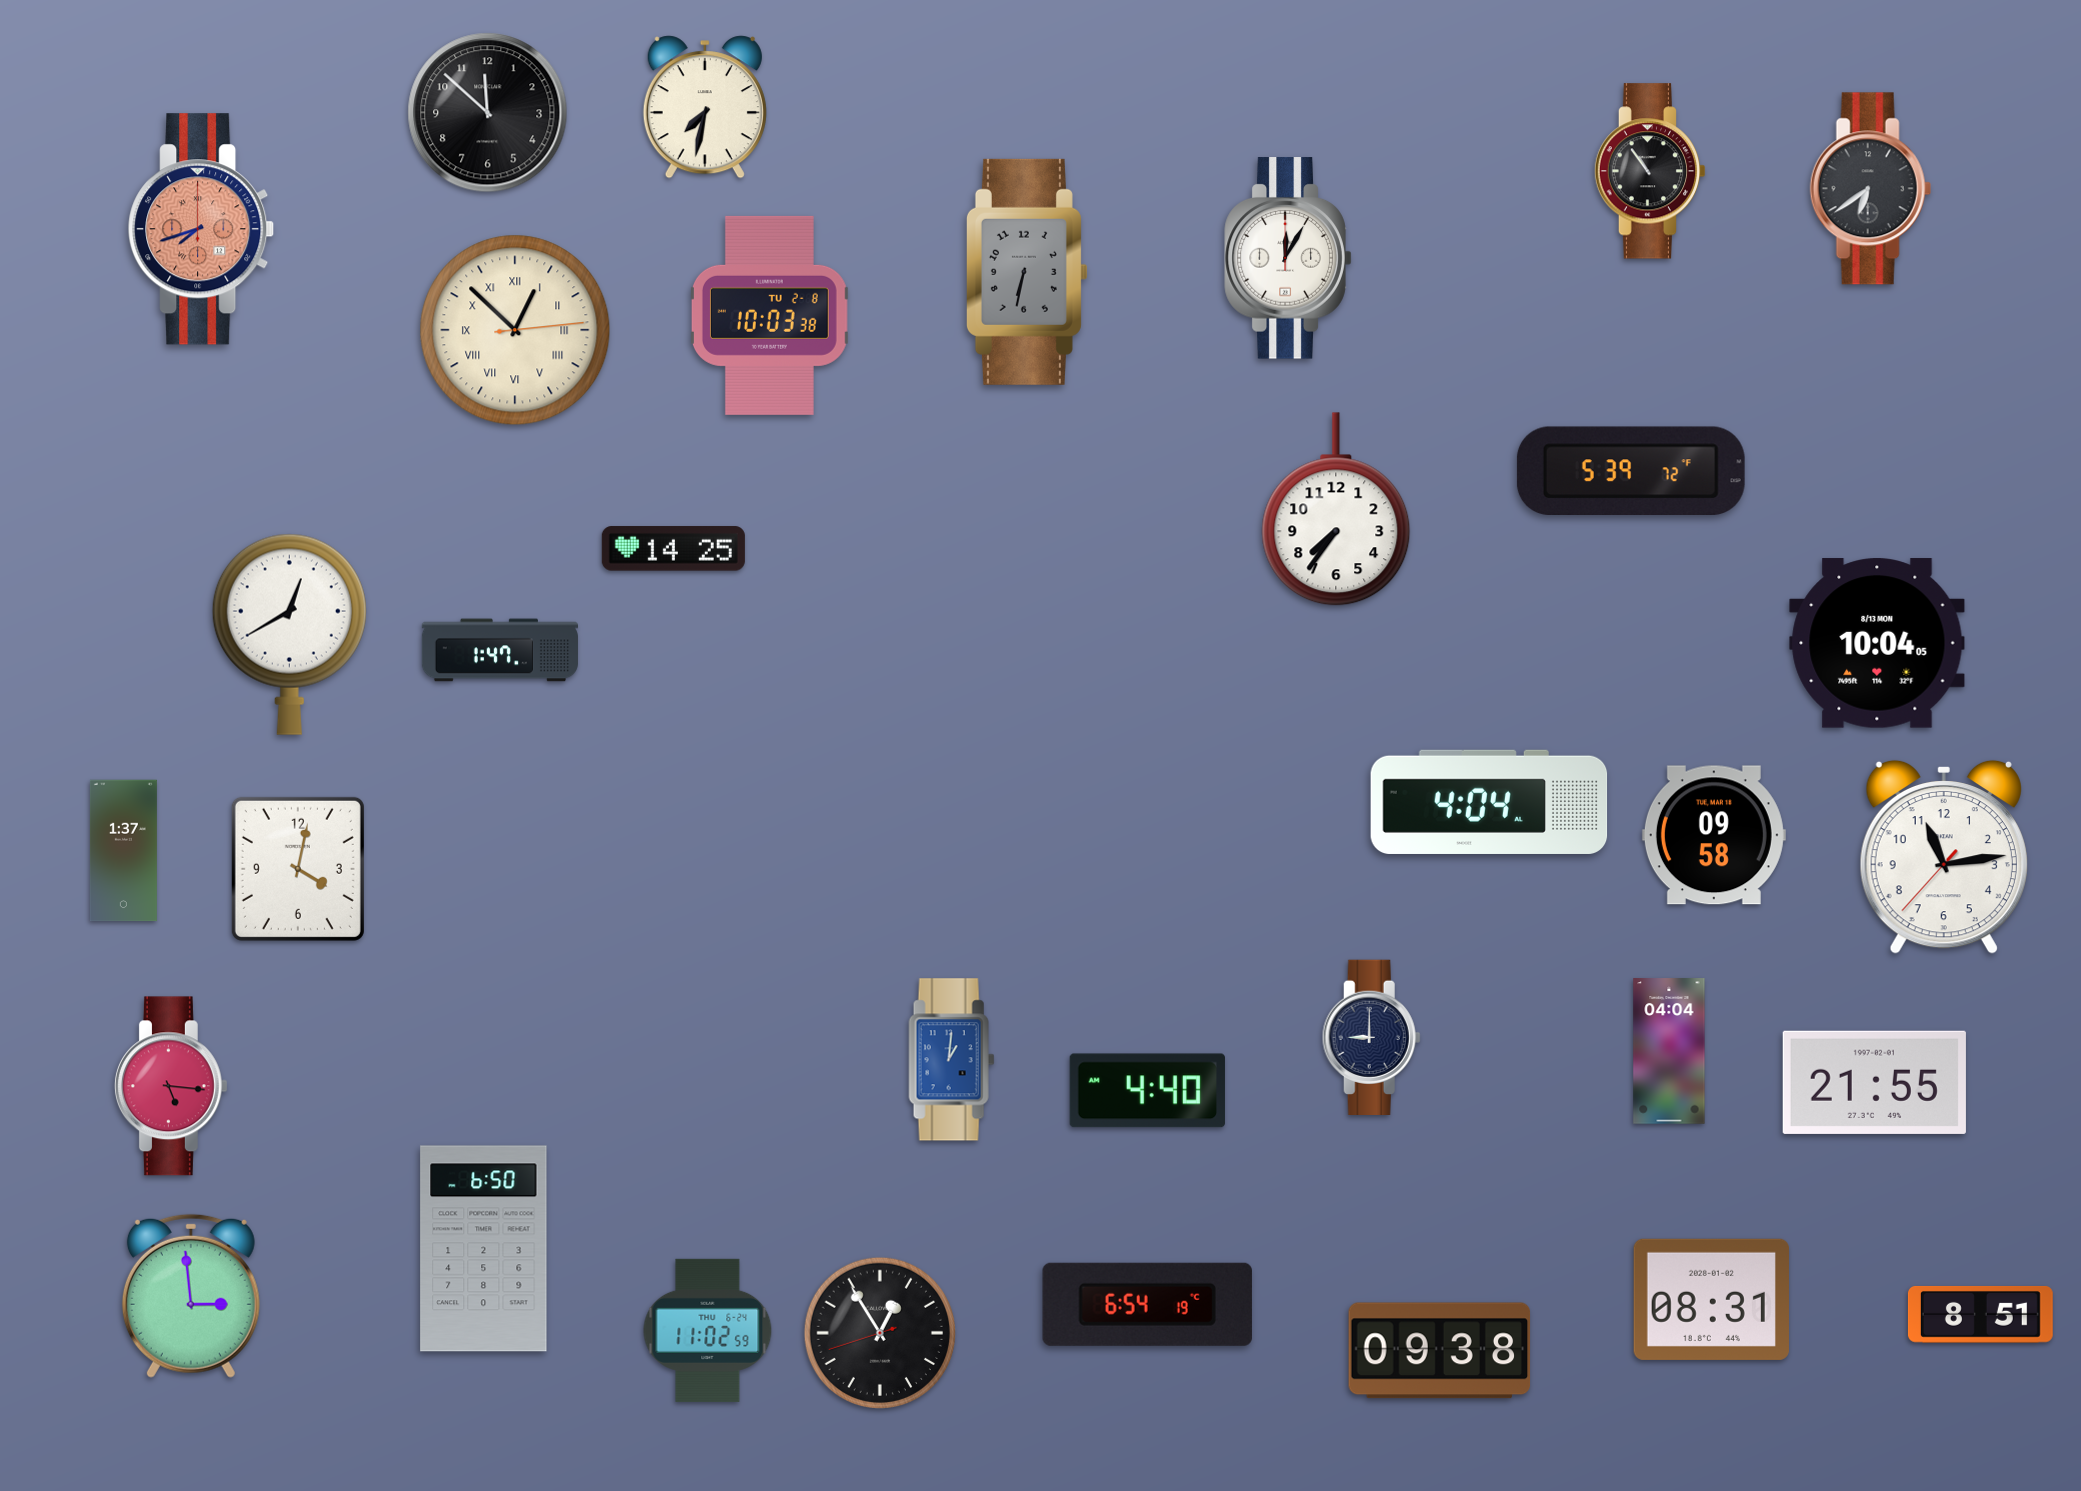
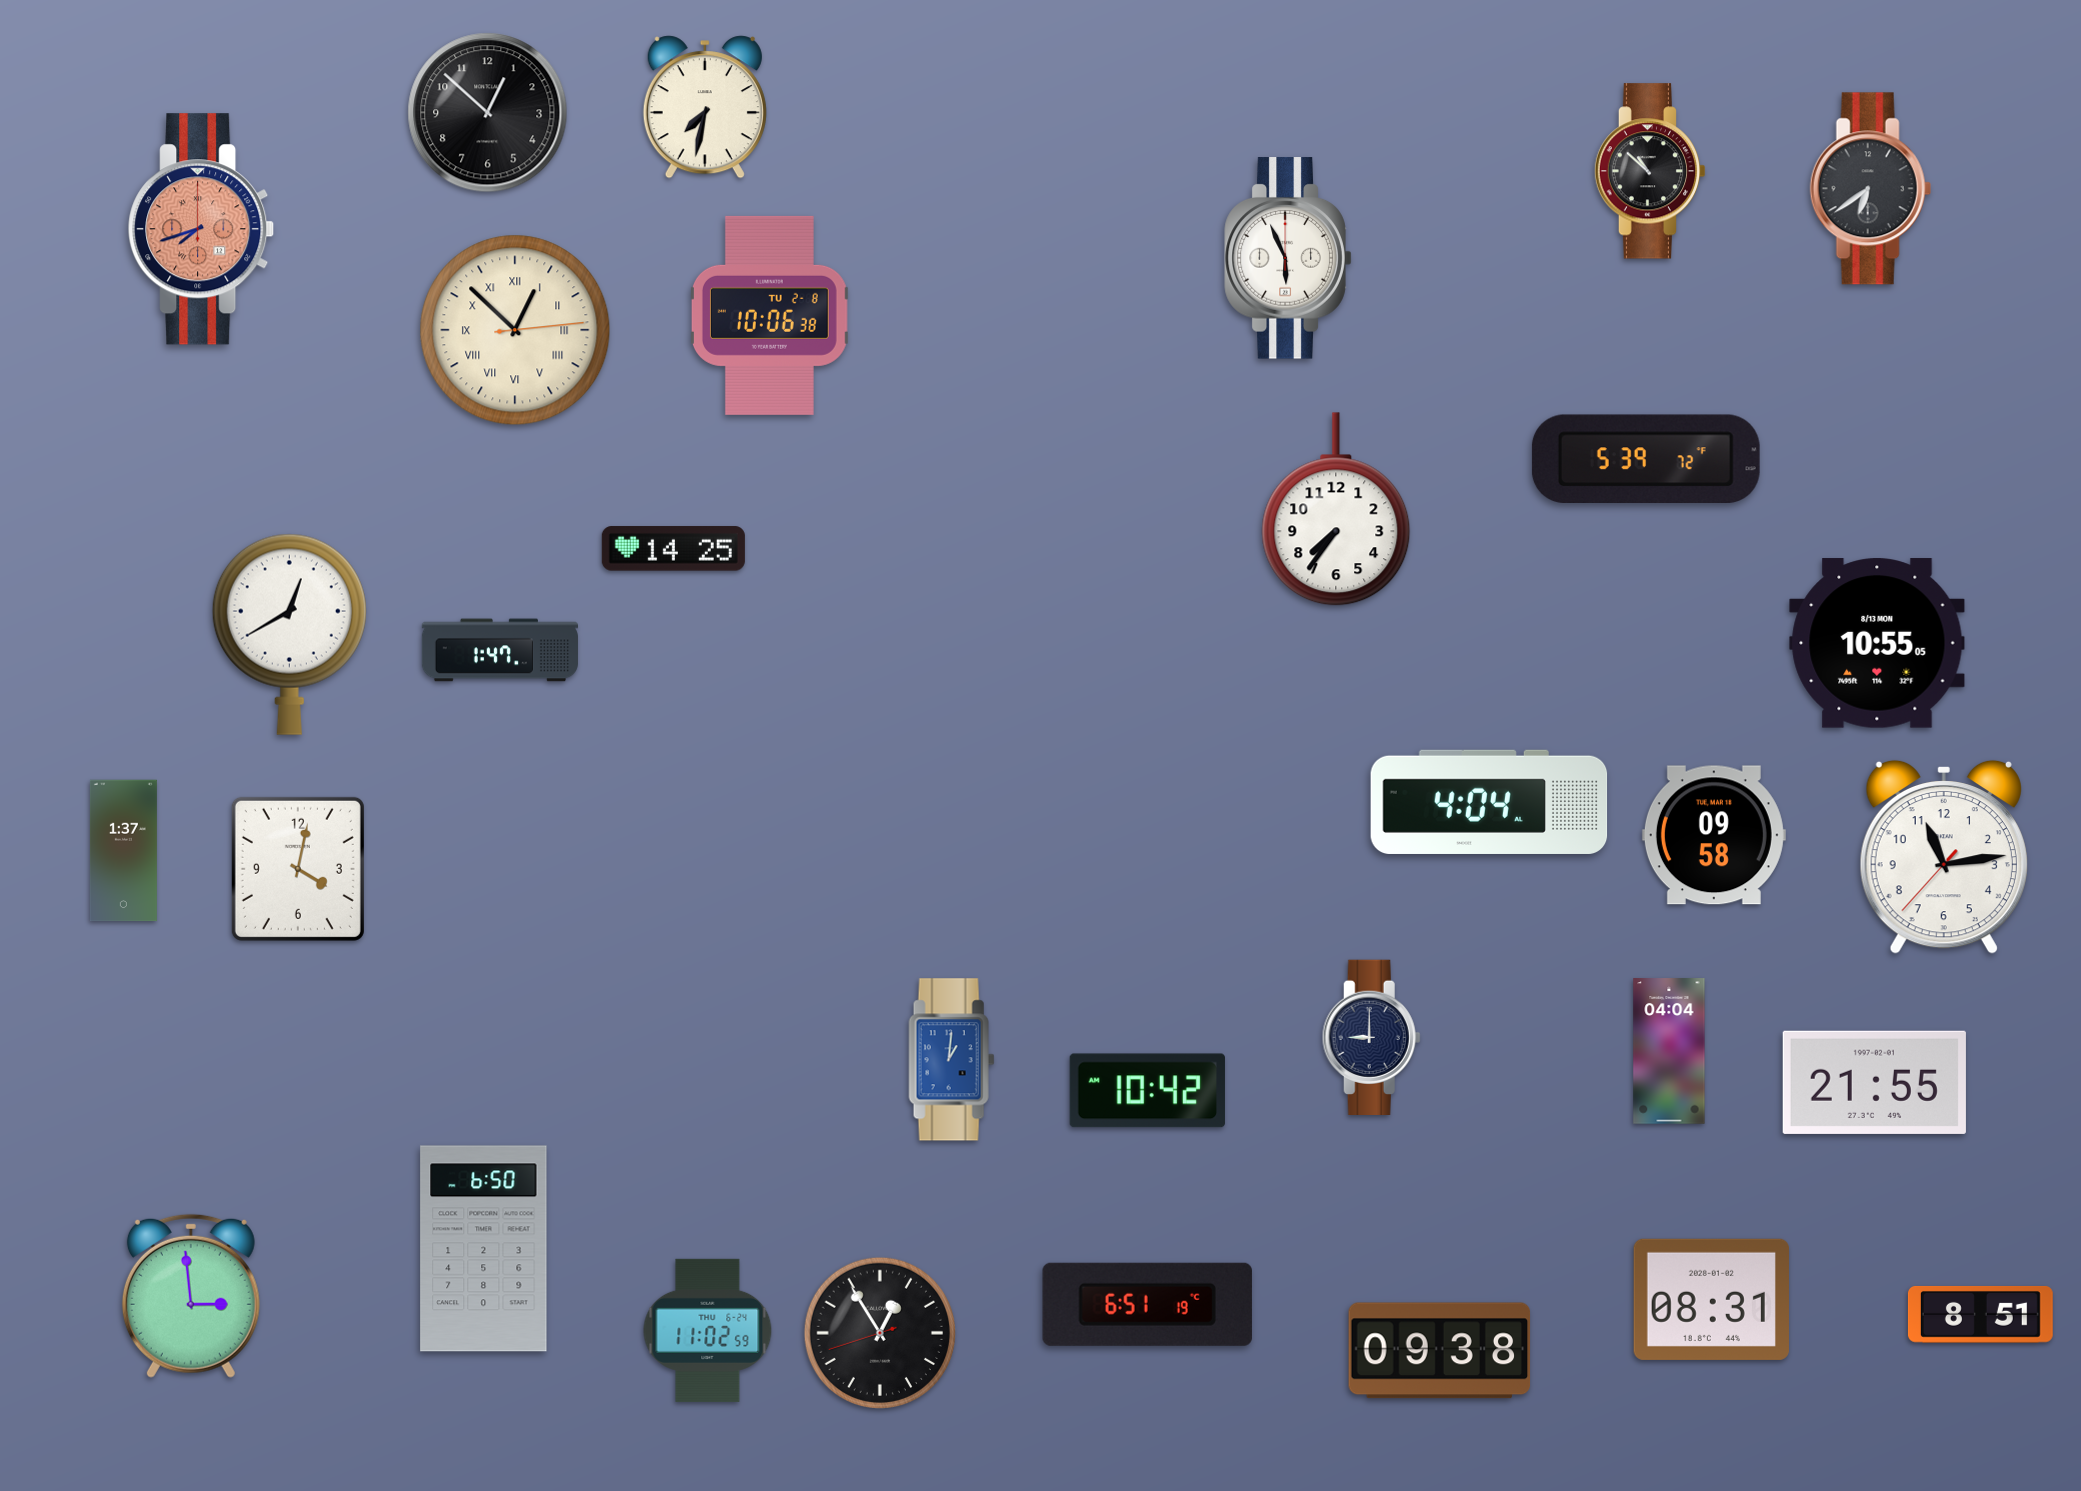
clock at (488, 113): 11:52 -> 12:52
clock at (1650, 171): 10:54 -> 10:52
clock at (1288, 258): 12:05 -> 5:56
clock at (1027, 272): 6:32 -> none
clock at (769, 315): 10:03 -> 10:06
clock at (1631, 470) position: (1631, 470) -> (1646, 458)
clock at (1877, 643): 10:04 -> 10:55
clock at (171, 1086): 5:16 -> none
clock at (1147, 1091): 4:40 -> 10:42
clock at (1147, 1304): 6:54 -> 6:51
